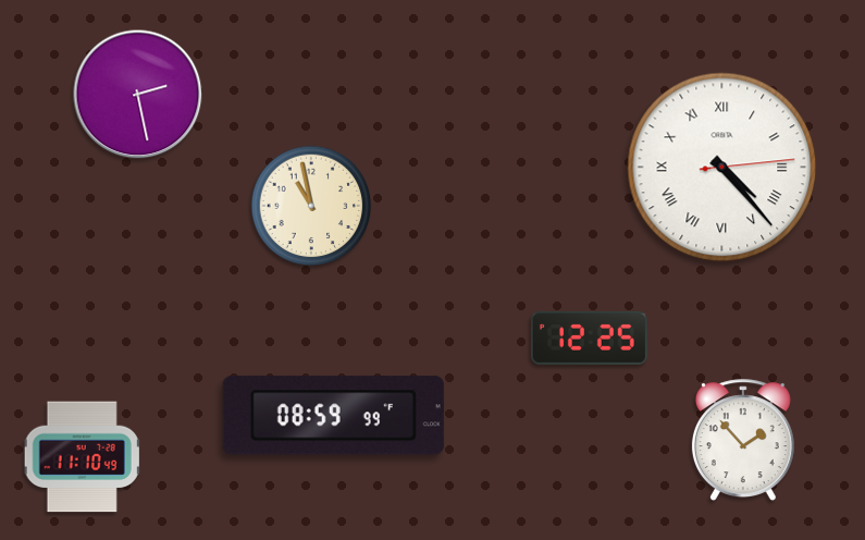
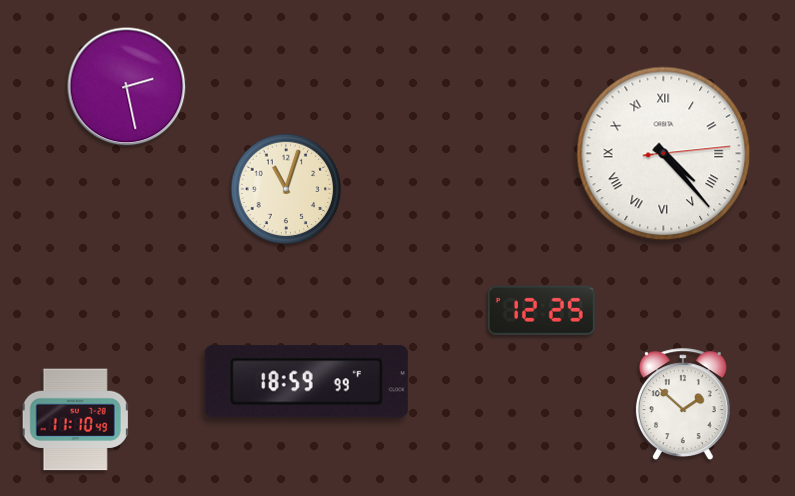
clock at (311, 206): 10:58 -> 11:03
clock at (333, 416): 08:59 -> 18:59
clock at (743, 441): 1:53 -> 1:52
